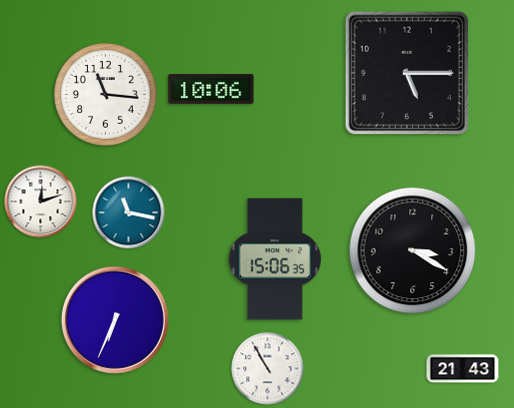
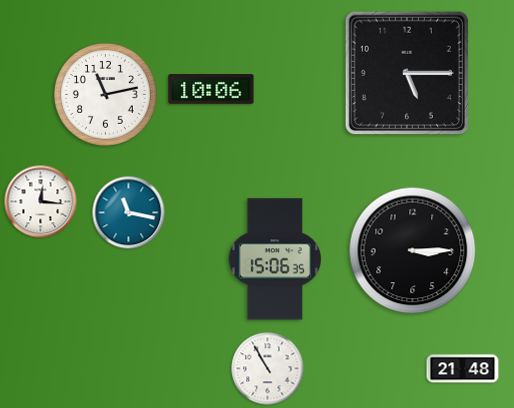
clock at (106, 95): 11:16 -> 11:13
clock at (41, 202): 12:12 -> 12:16
clock at (413, 251): 3:20 -> 3:15
clock at (115, 320): 6:34 -> none
clock at (463, 369): 21:43 -> 21:48
